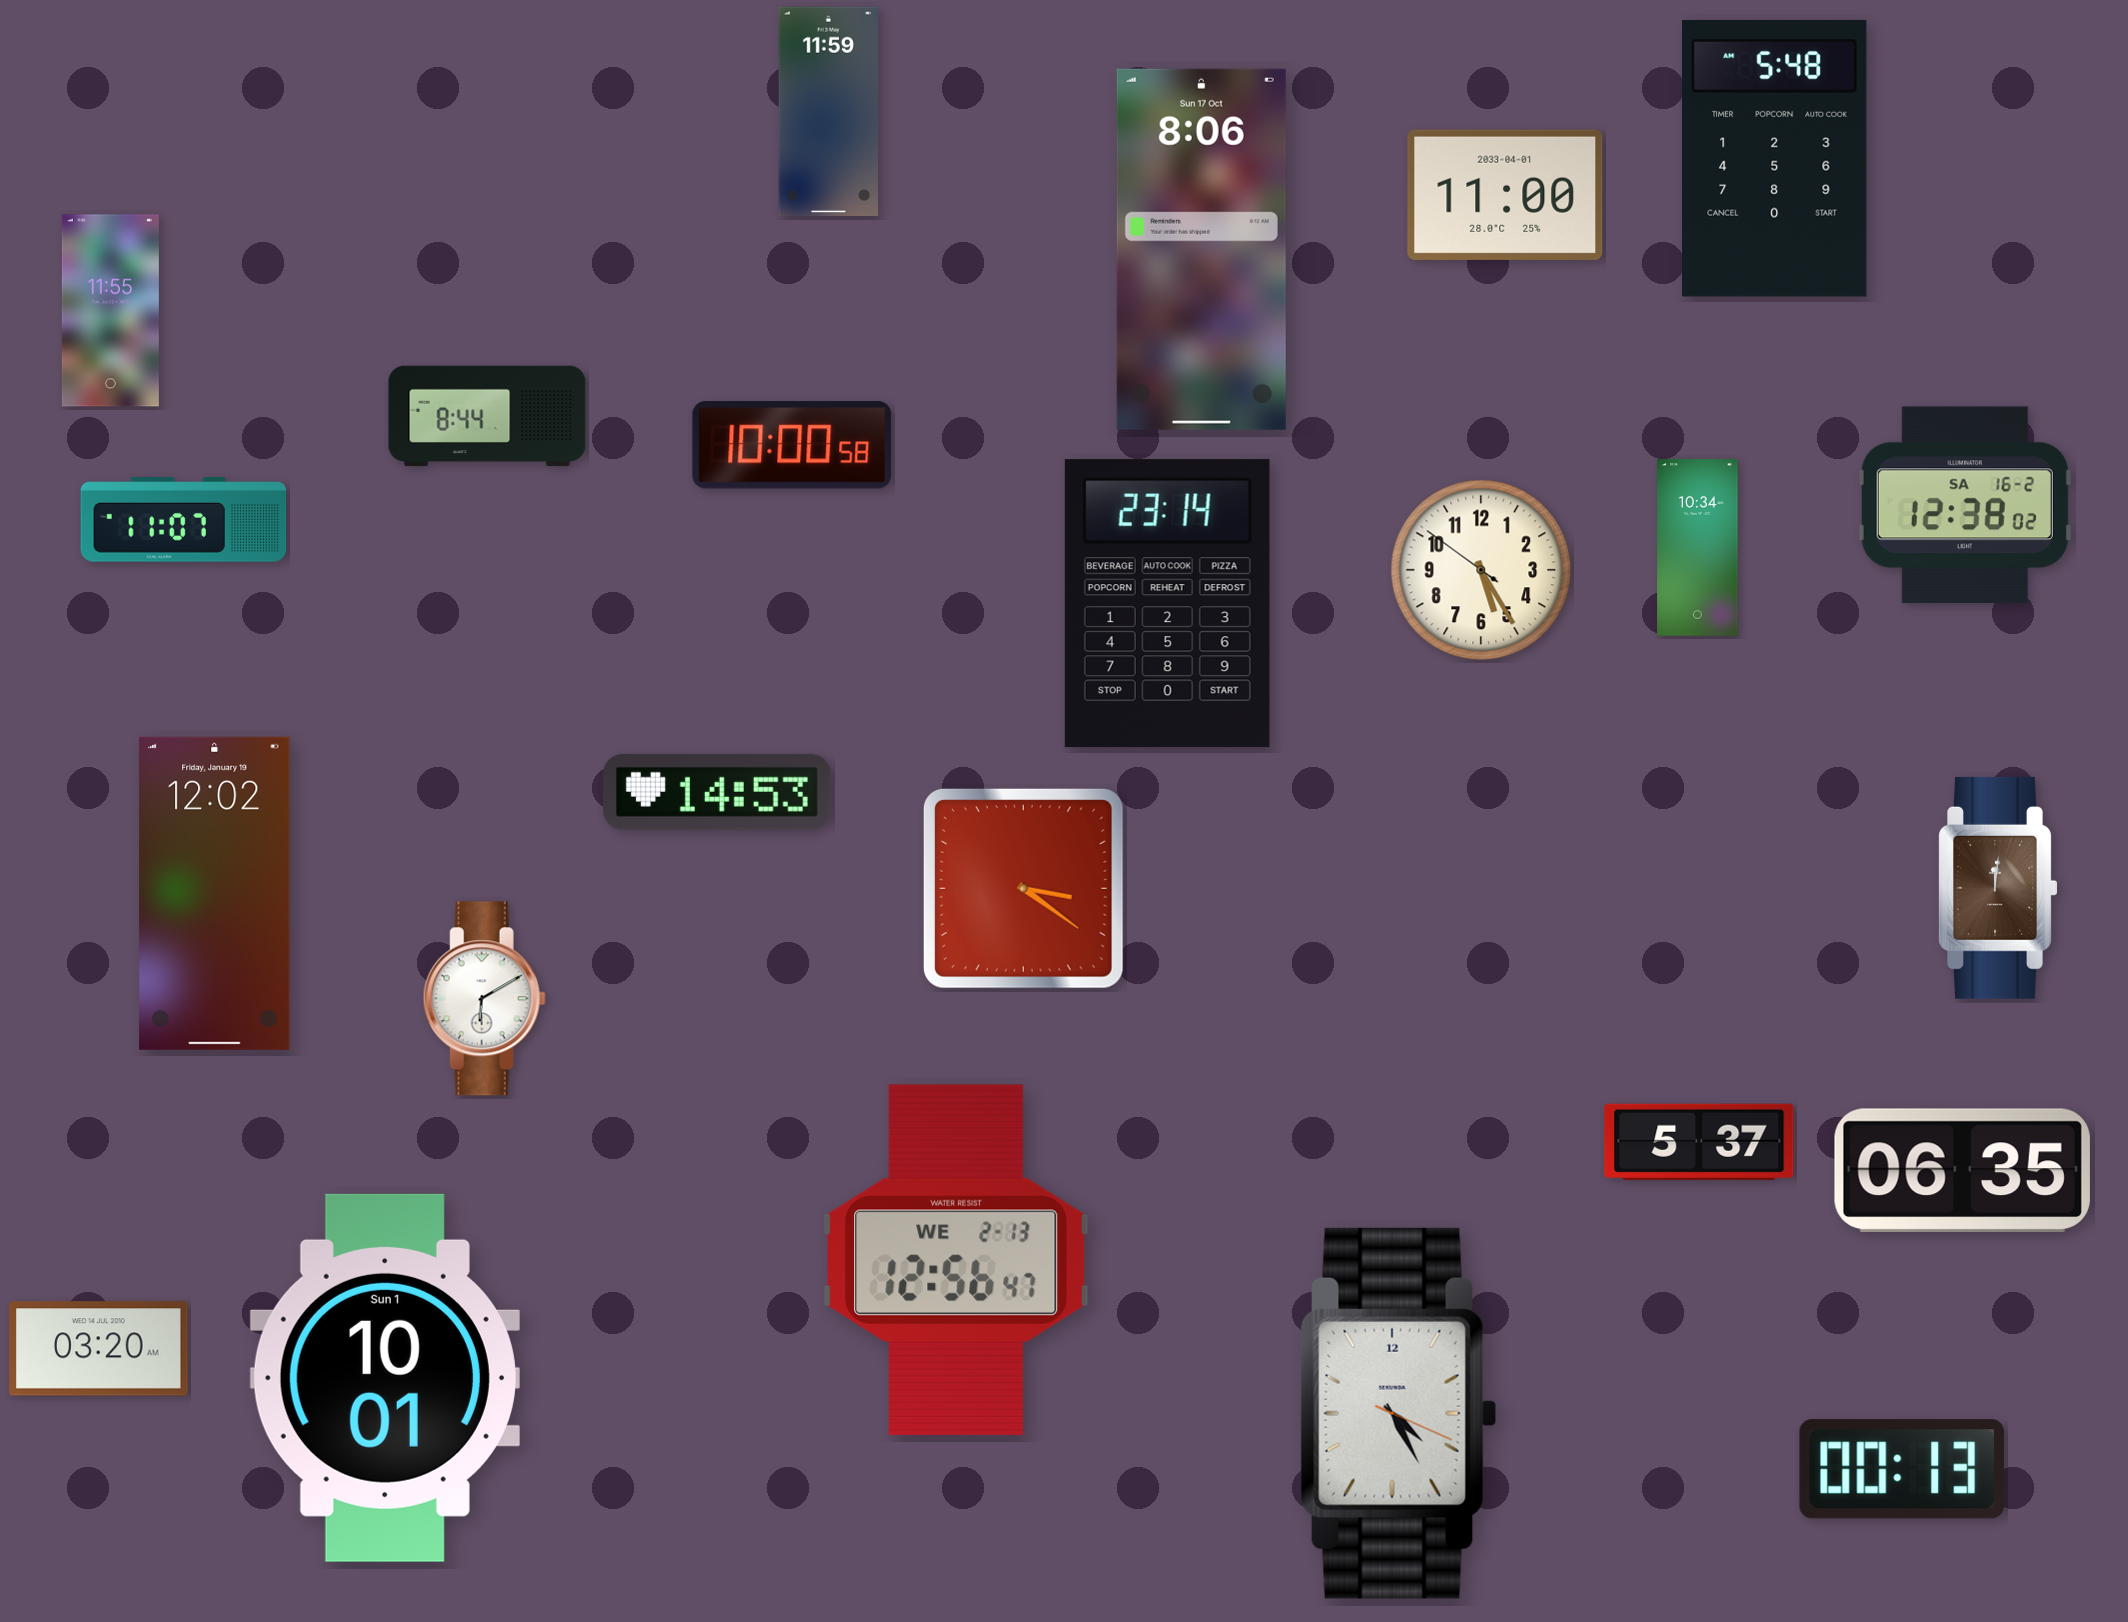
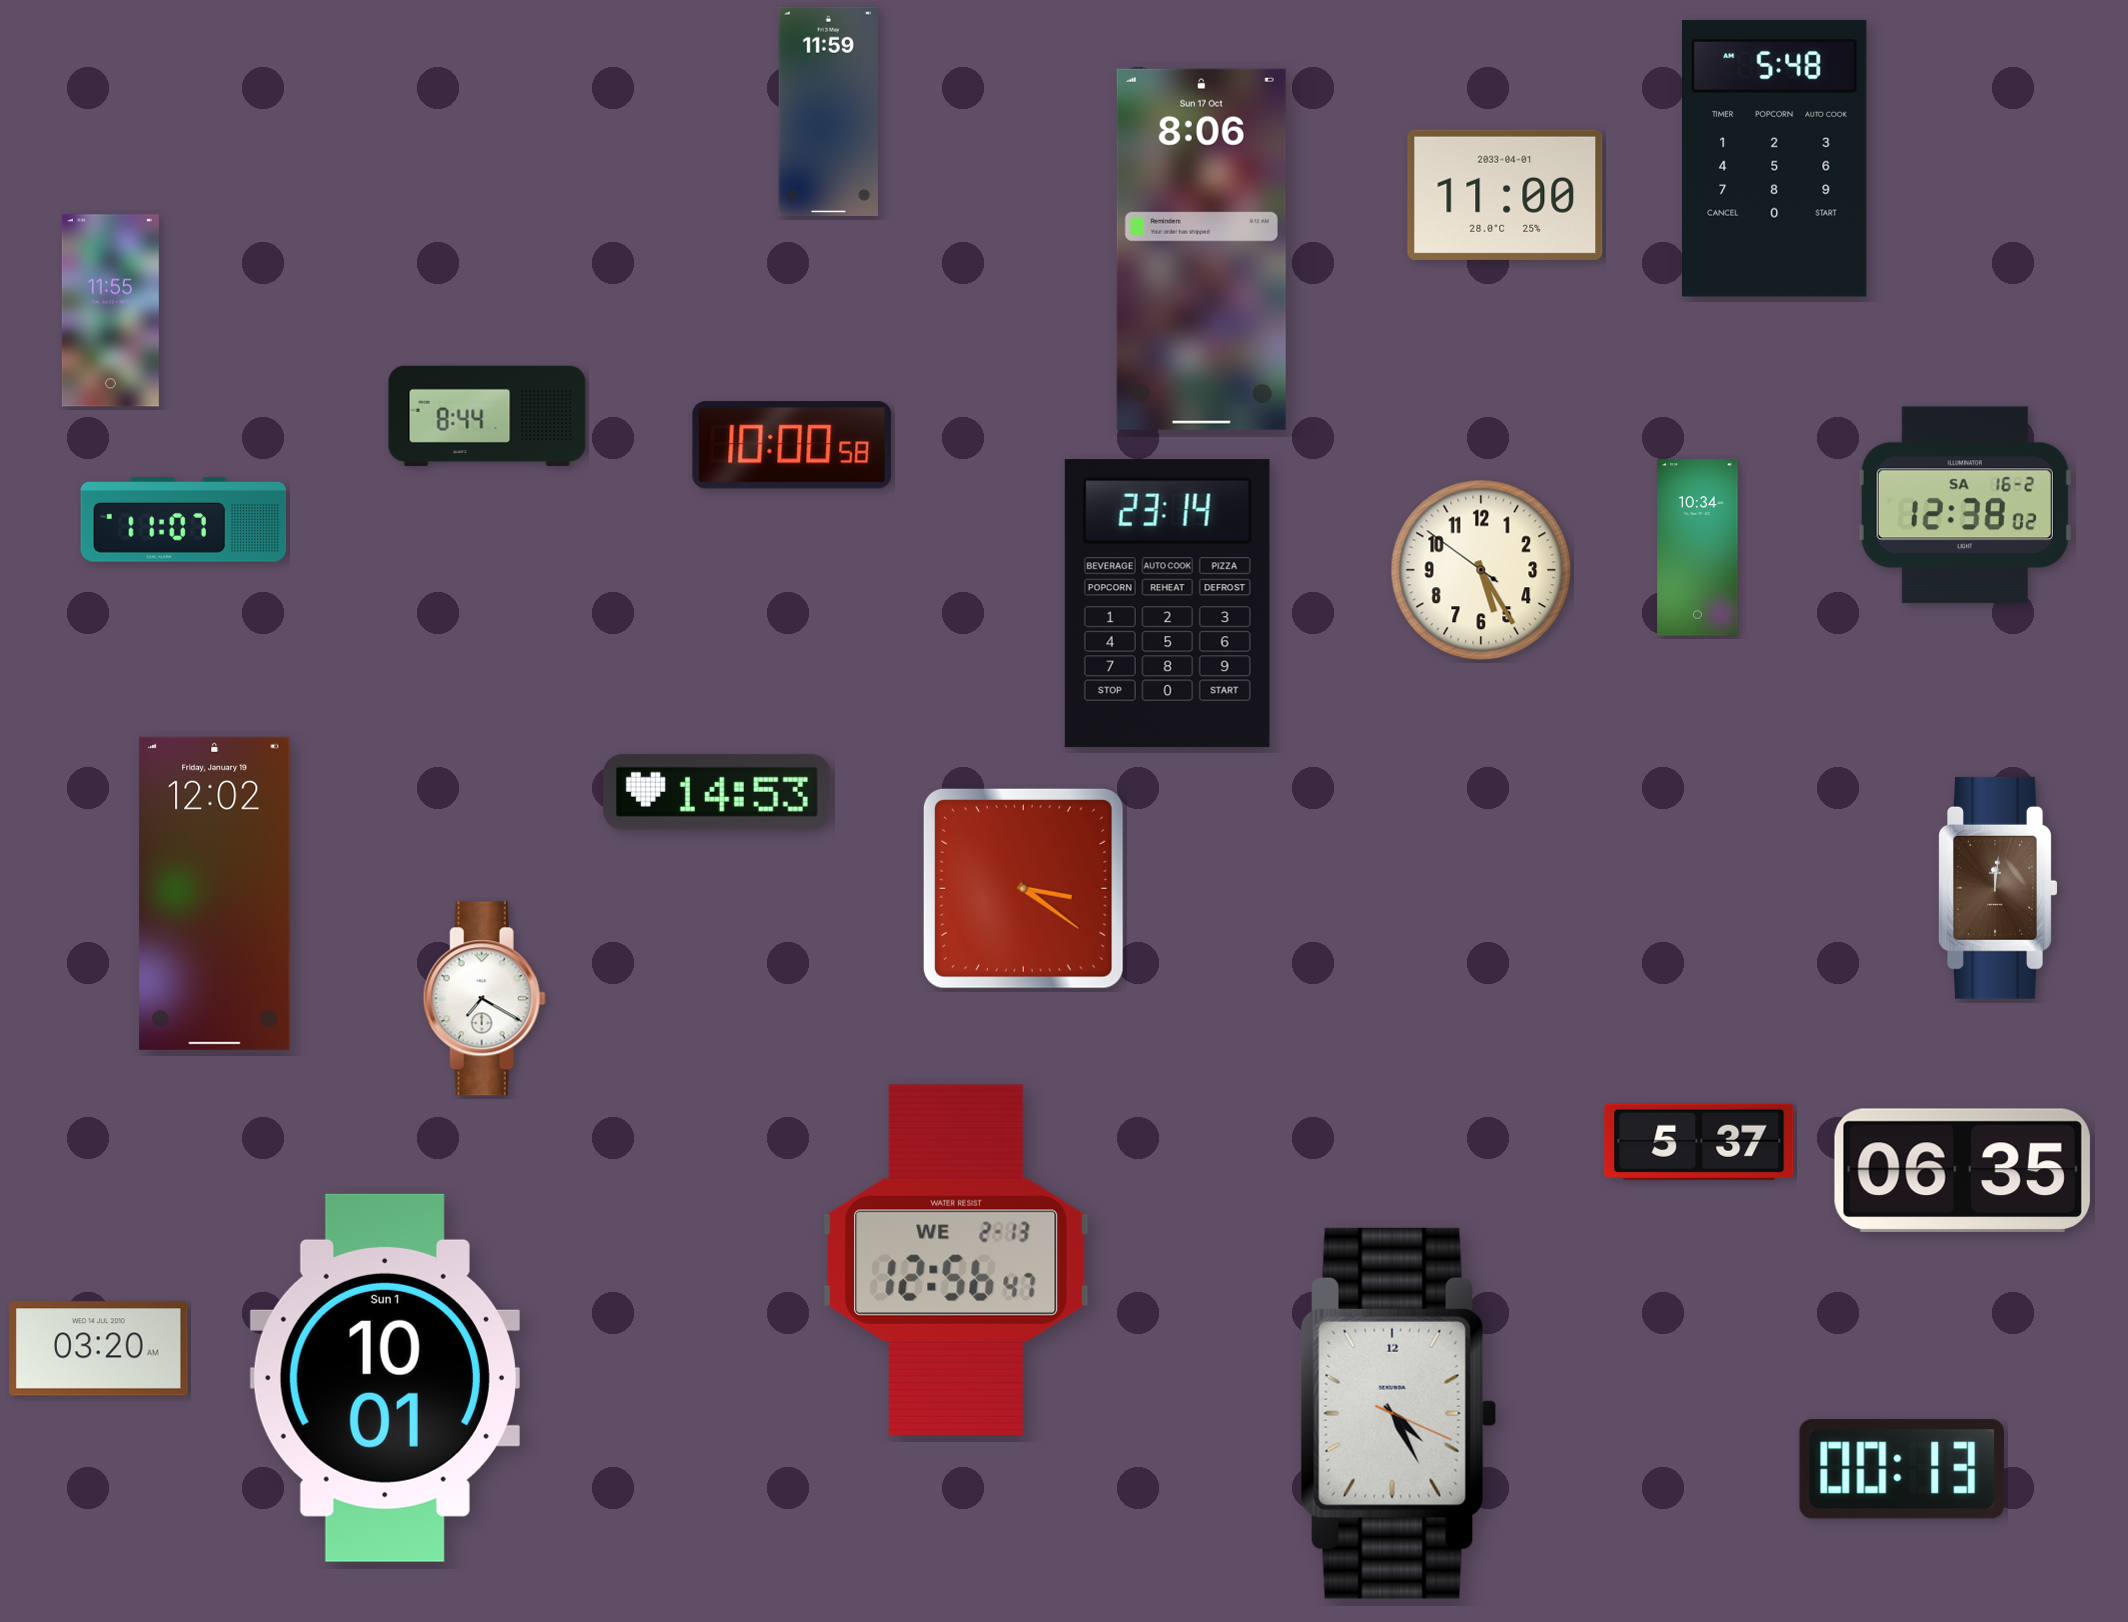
clock at (484, 999): 6:10 -> 7:20
